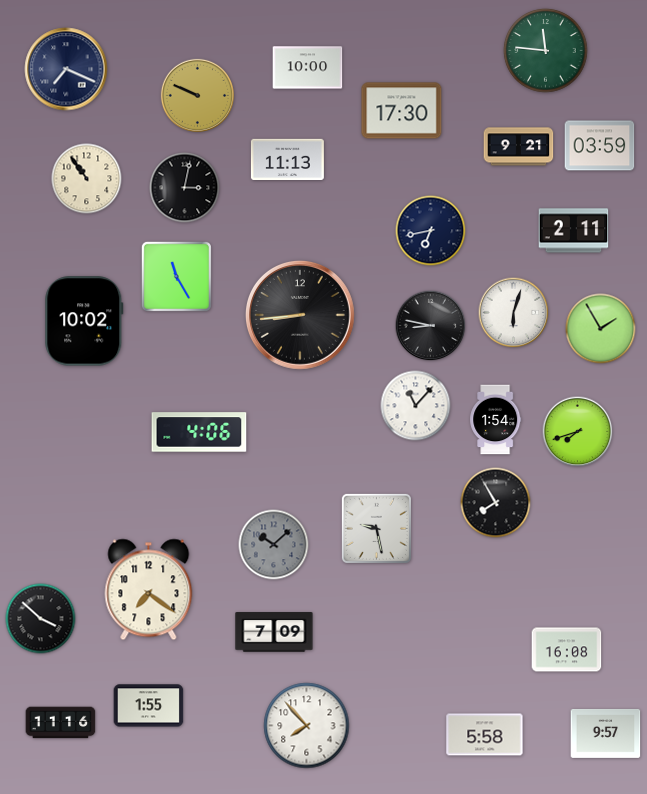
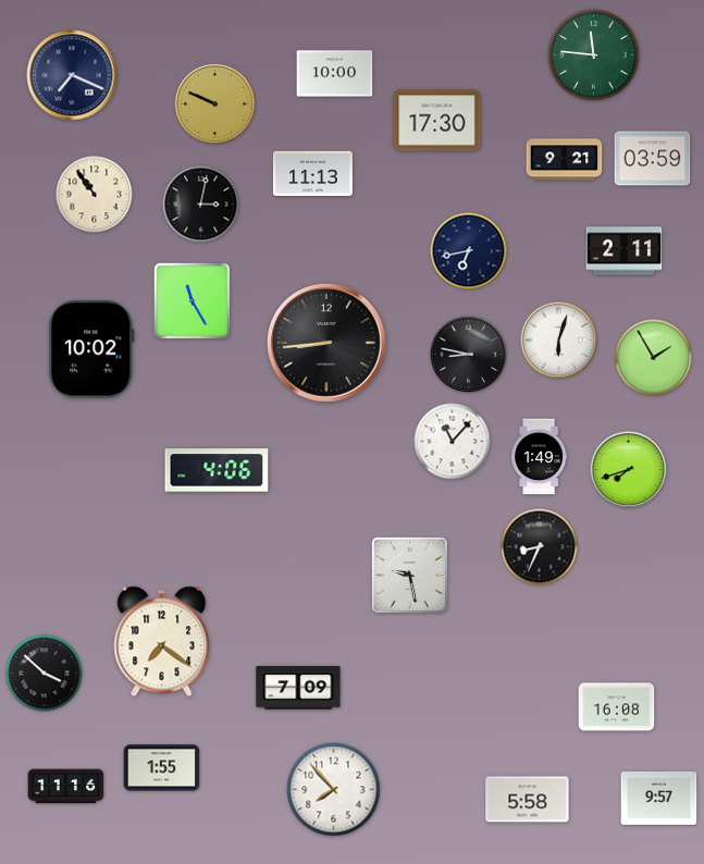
clock at (496, 420): 1:54 -> 1:49
clock at (496, 503): 7:55 -> 8:34
clock at (274, 545): 10:08 -> none
